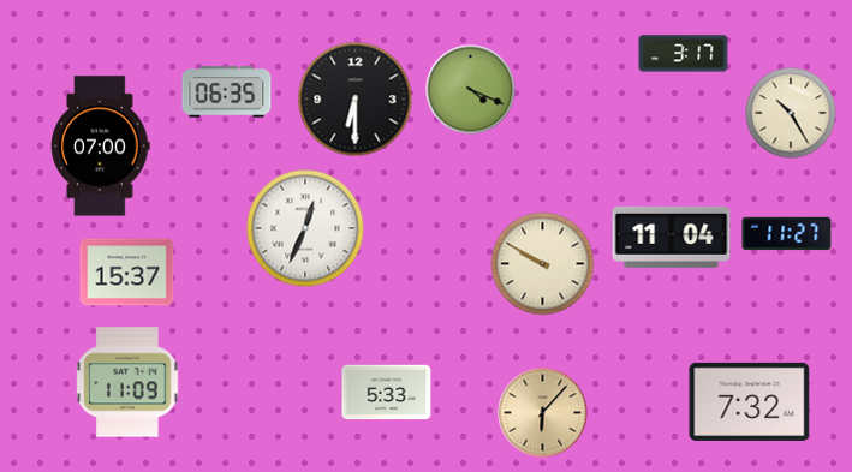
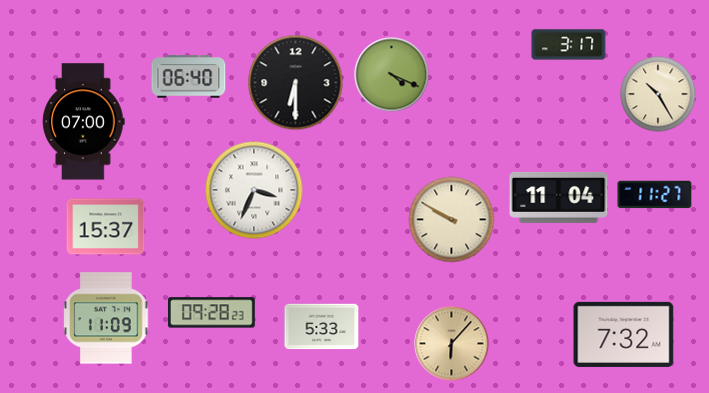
clock at (227, 92): 06:35 -> 06:40
clock at (305, 228): 12:34 -> 3:34
clock at (211, 313): none -> 09:28
